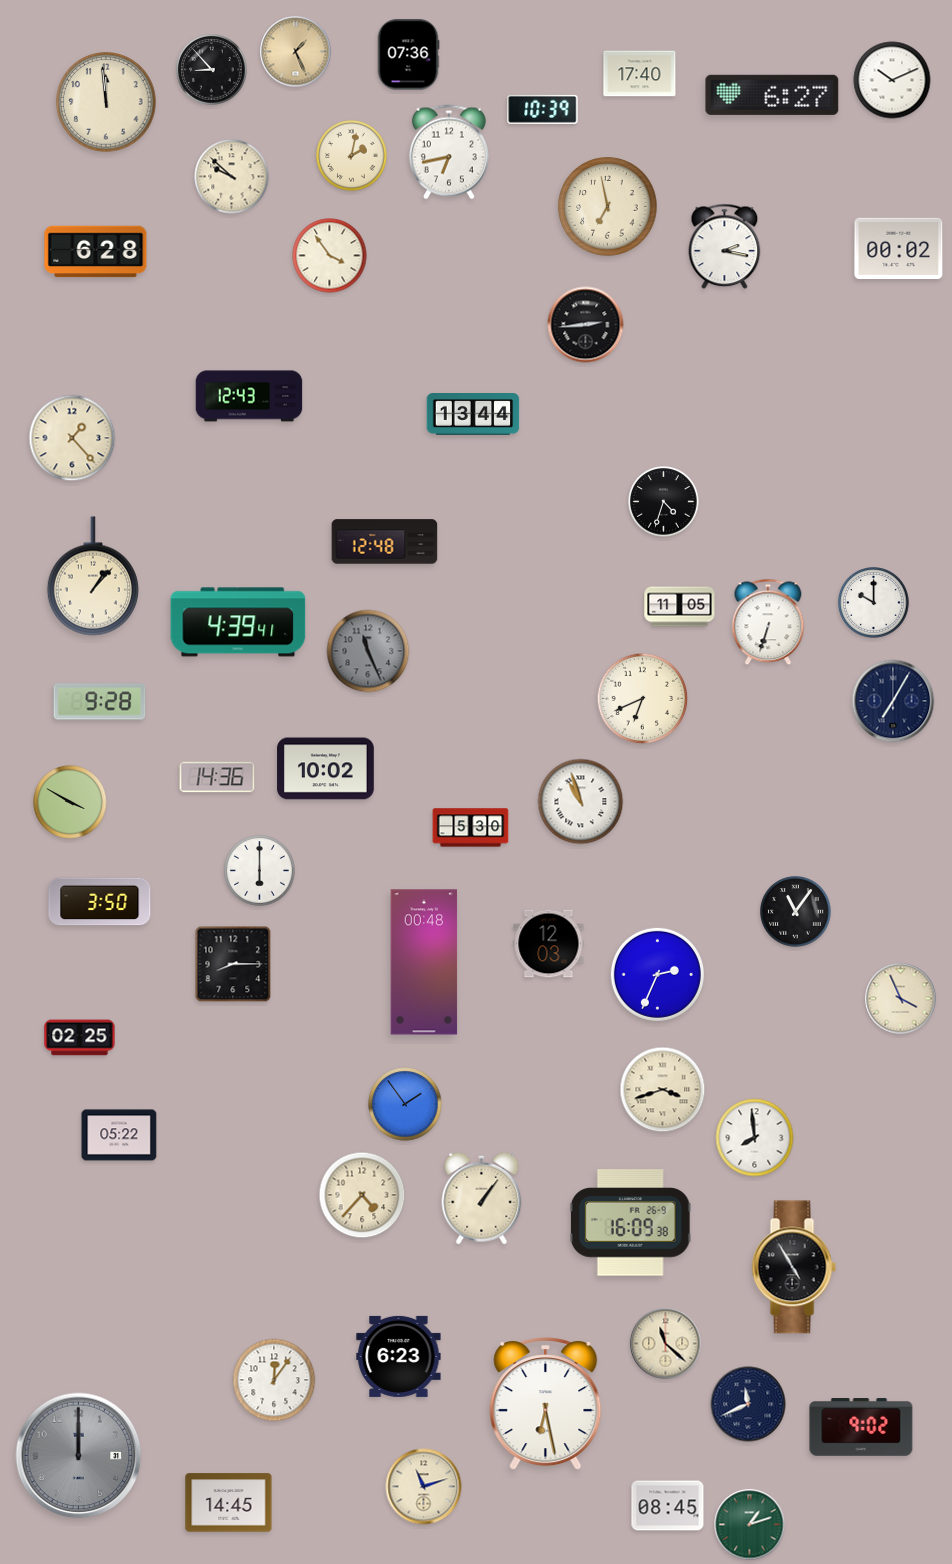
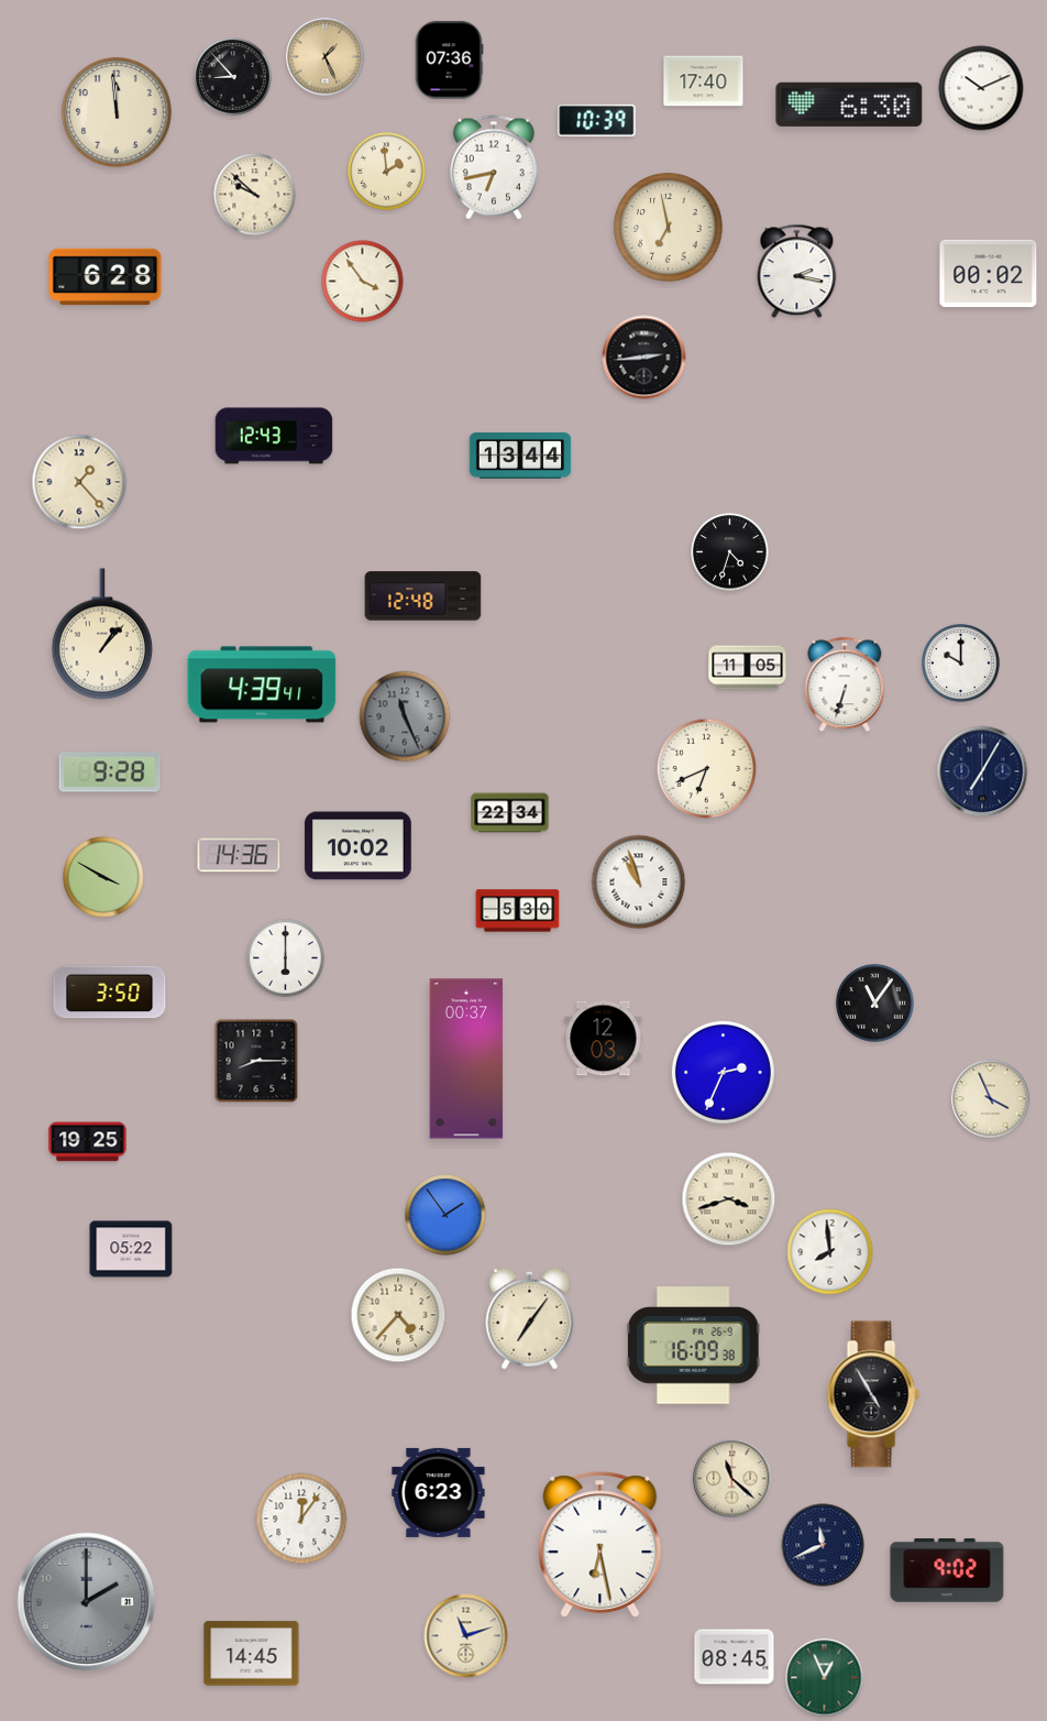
clock at (772, 95): 6:27 -> 6:30
clock at (352, 156): 2:02 -> 1:59
clock at (510, 813): none -> 22:34
clock at (70, 802) position: (70, 802) -> (103, 877)
clock at (424, 962): 00:48 -> 00:37
clock at (80, 1038): 02:25 -> 19:25
clock at (482, 1198): 1:06 -> 7:06
clock at (79, 1456): 12:00 -> 2:00
clock at (750, 1525): 1:12 -> 12:56
